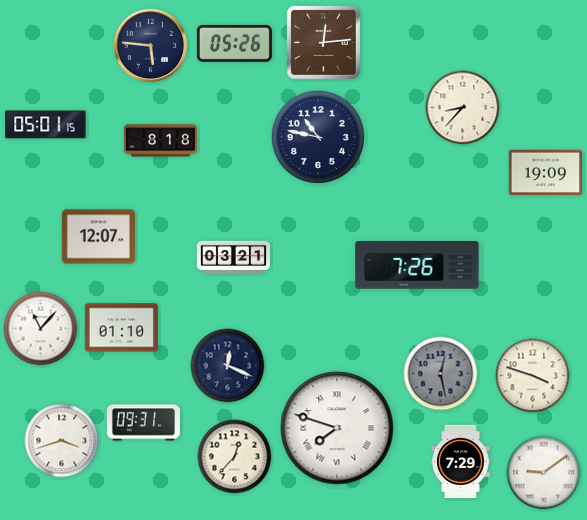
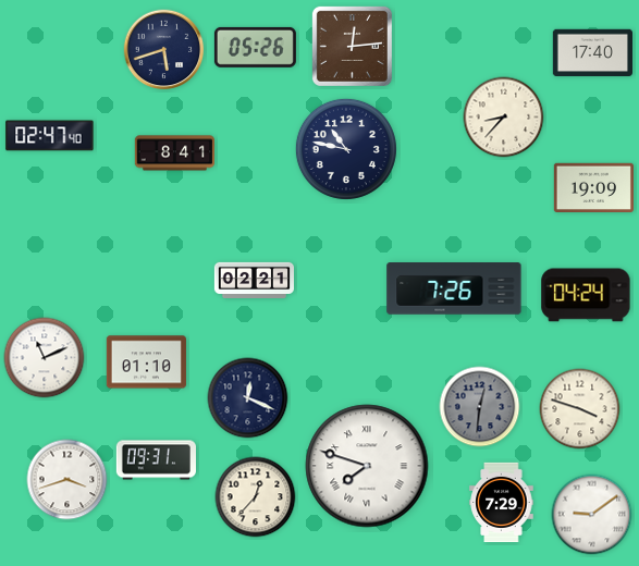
clock at (151, 46): 5:46 -> 5:42
clock at (592, 53): none -> 17:40
clock at (46, 125): 05:01 -> 02:47
clock at (160, 141): 8:18 -> 8:41
clock at (98, 237): 12:07 -> none
clock at (233, 257): 03:21 -> 02:21
clock at (586, 295): none -> 04:24
clock at (121, 328) position: (121, 328) -> (146, 362)
clock at (41, 329): 11:07 -> 11:11
clock at (441, 374): 12:28 -> 12:31
